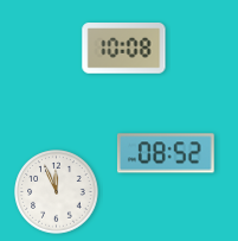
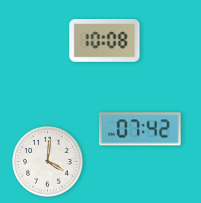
clock at (166, 153): 08:52 -> 07:42
clock at (57, 192): 11:56 -> 4:01
